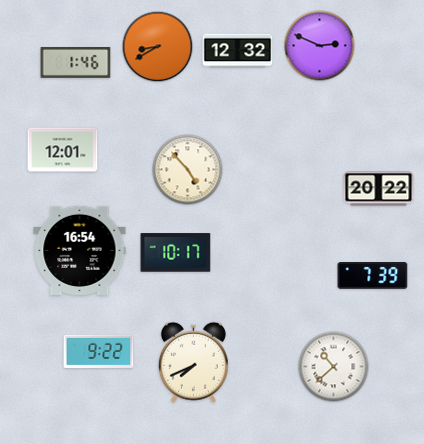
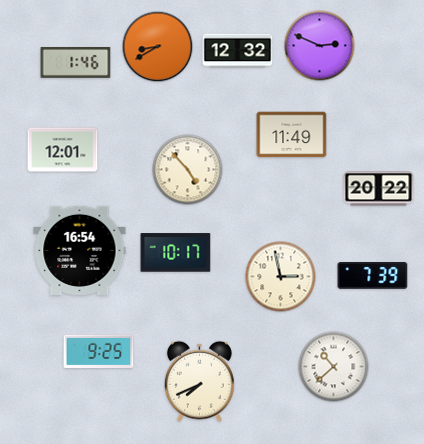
clock at (292, 135): none -> 11:49
clock at (281, 277): none -> 2:58
clock at (99, 351): 9:22 -> 9:25
clock at (193, 362) position: (193, 362) -> (199, 381)
